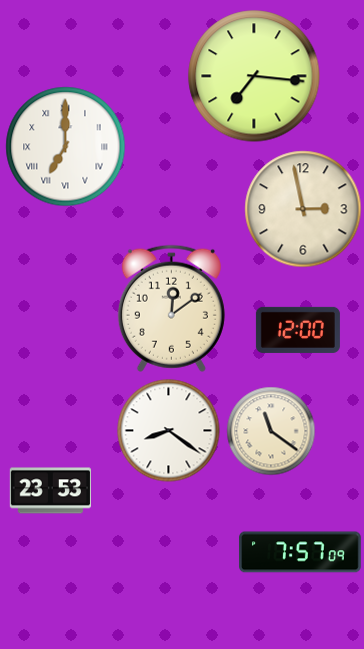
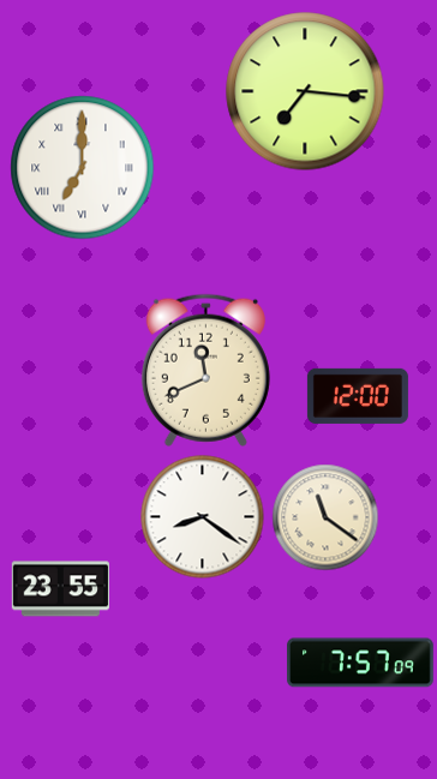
clock at (66, 147) position: (66, 147) -> (83, 168)
clock at (303, 209): 2:58 -> none
clock at (171, 308): 12:09 -> 11:41
clock at (50, 491): 23:53 -> 23:55
